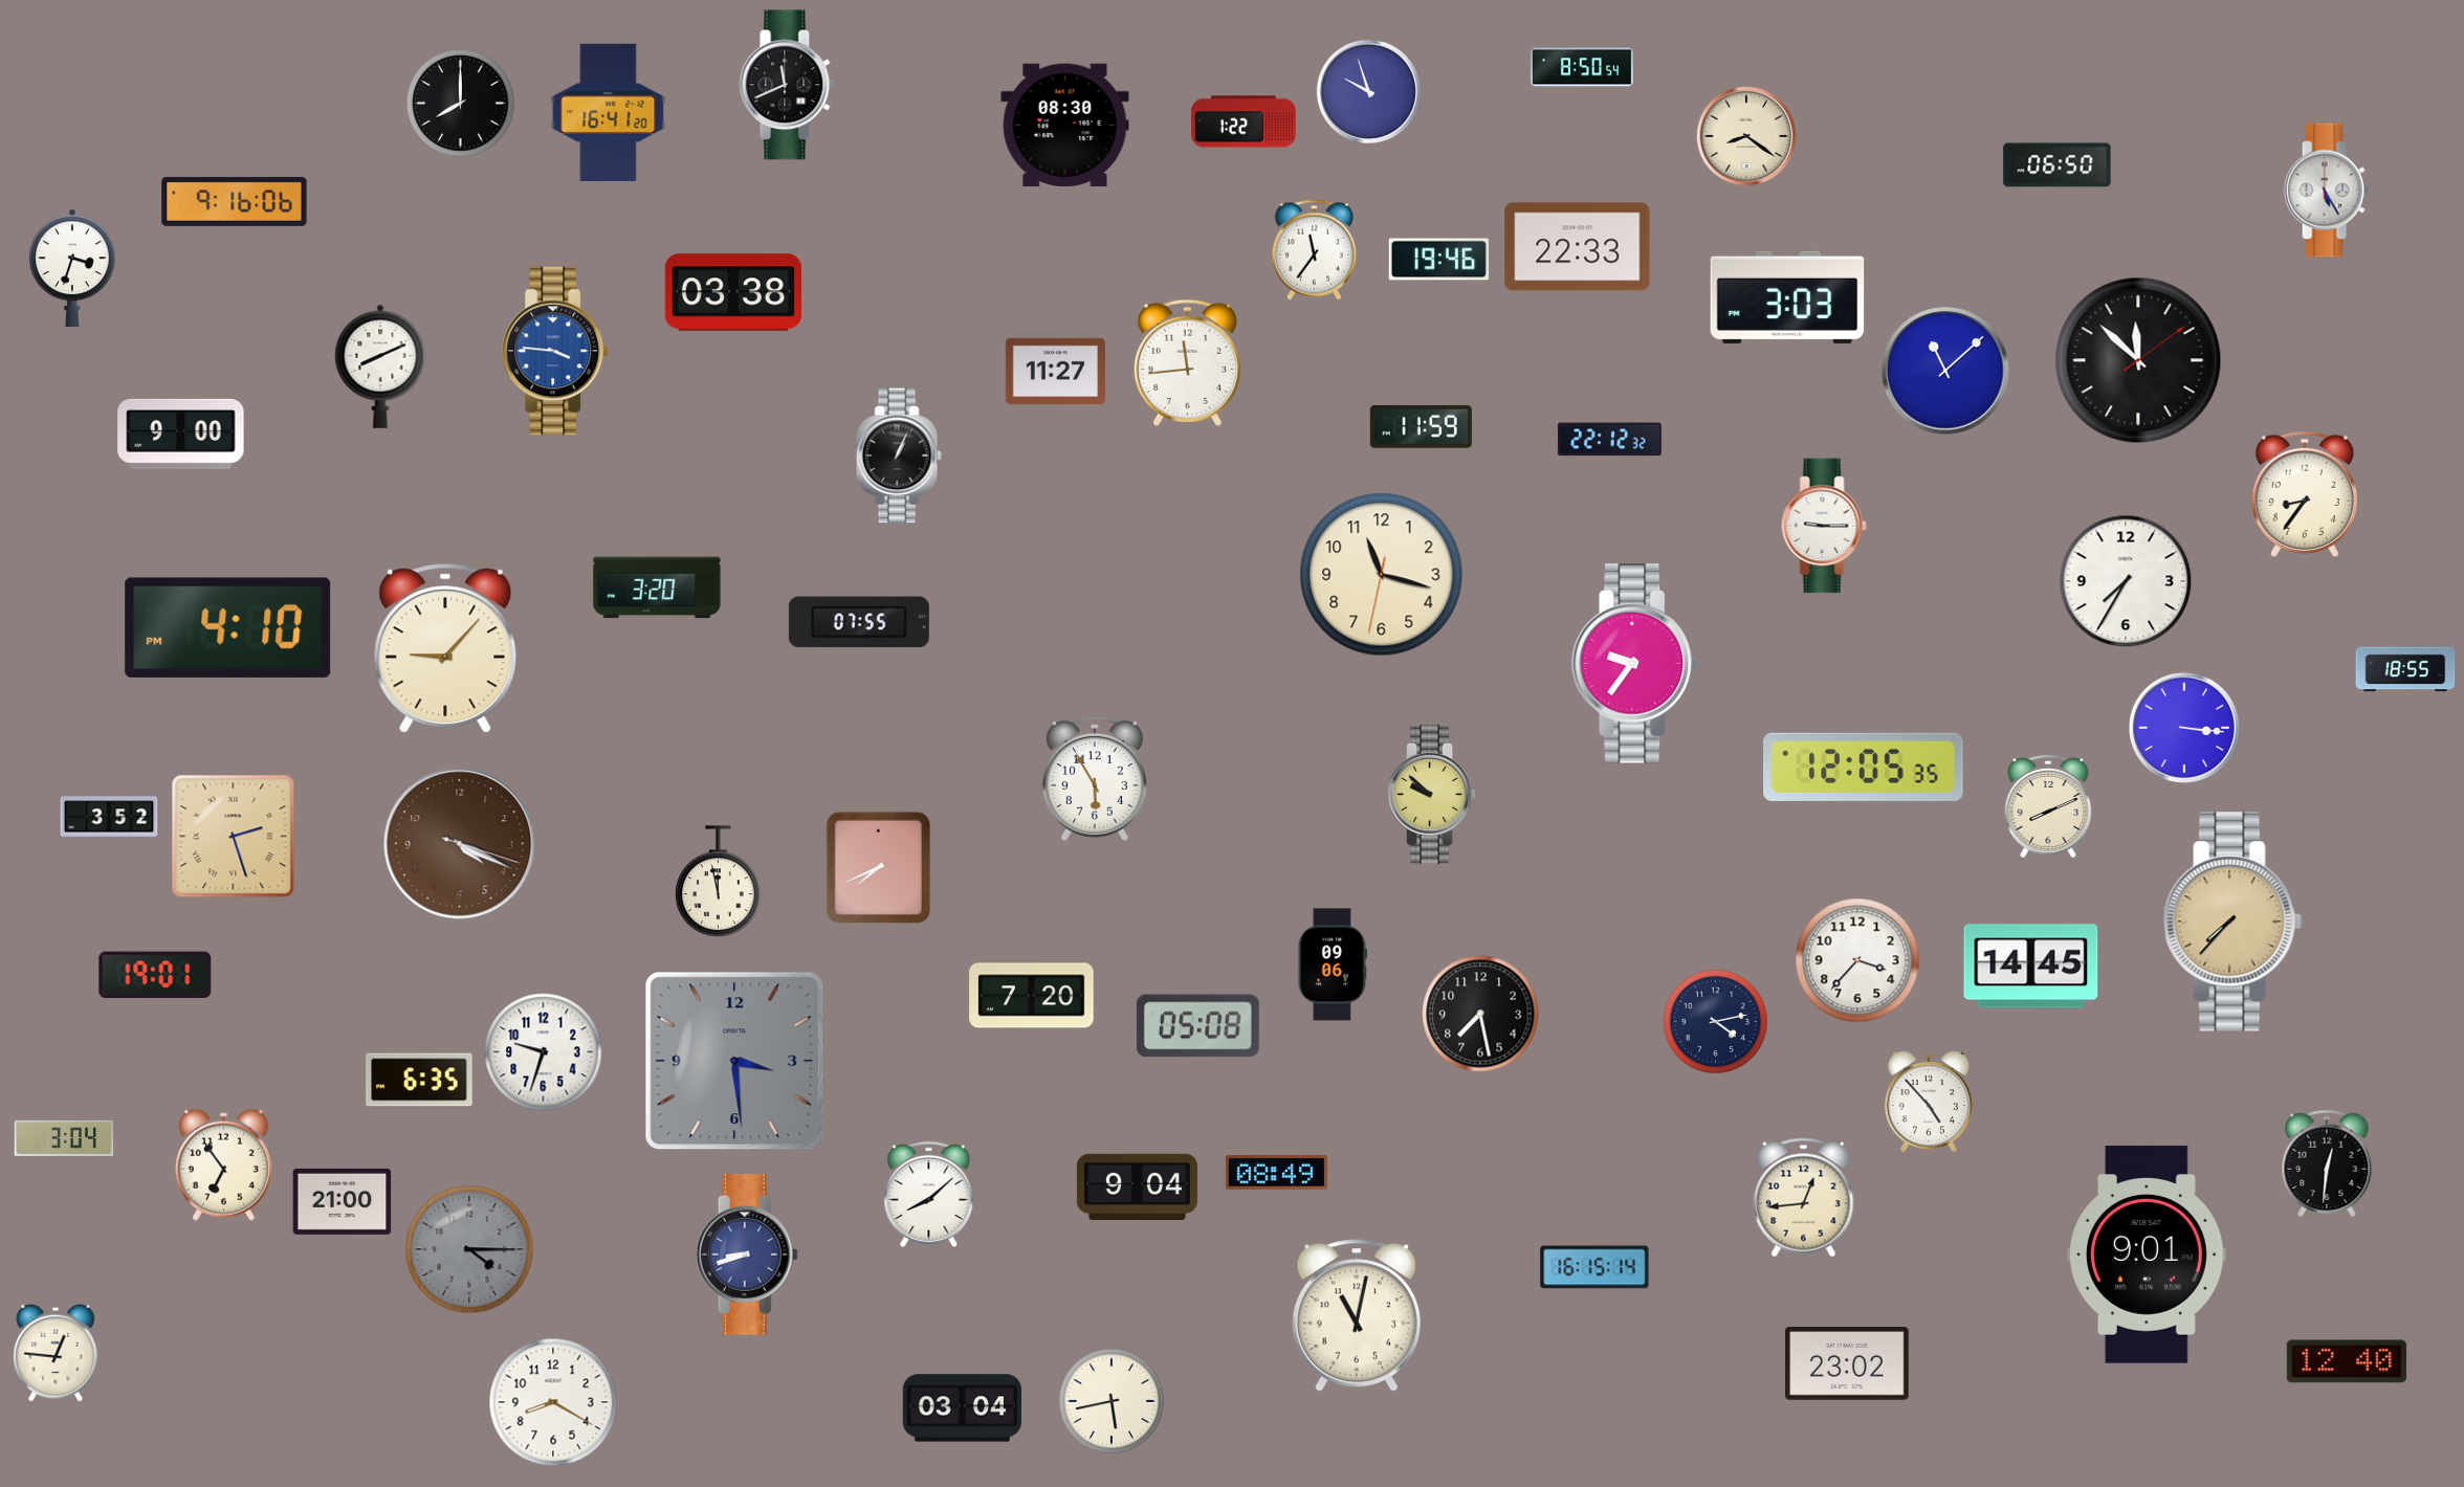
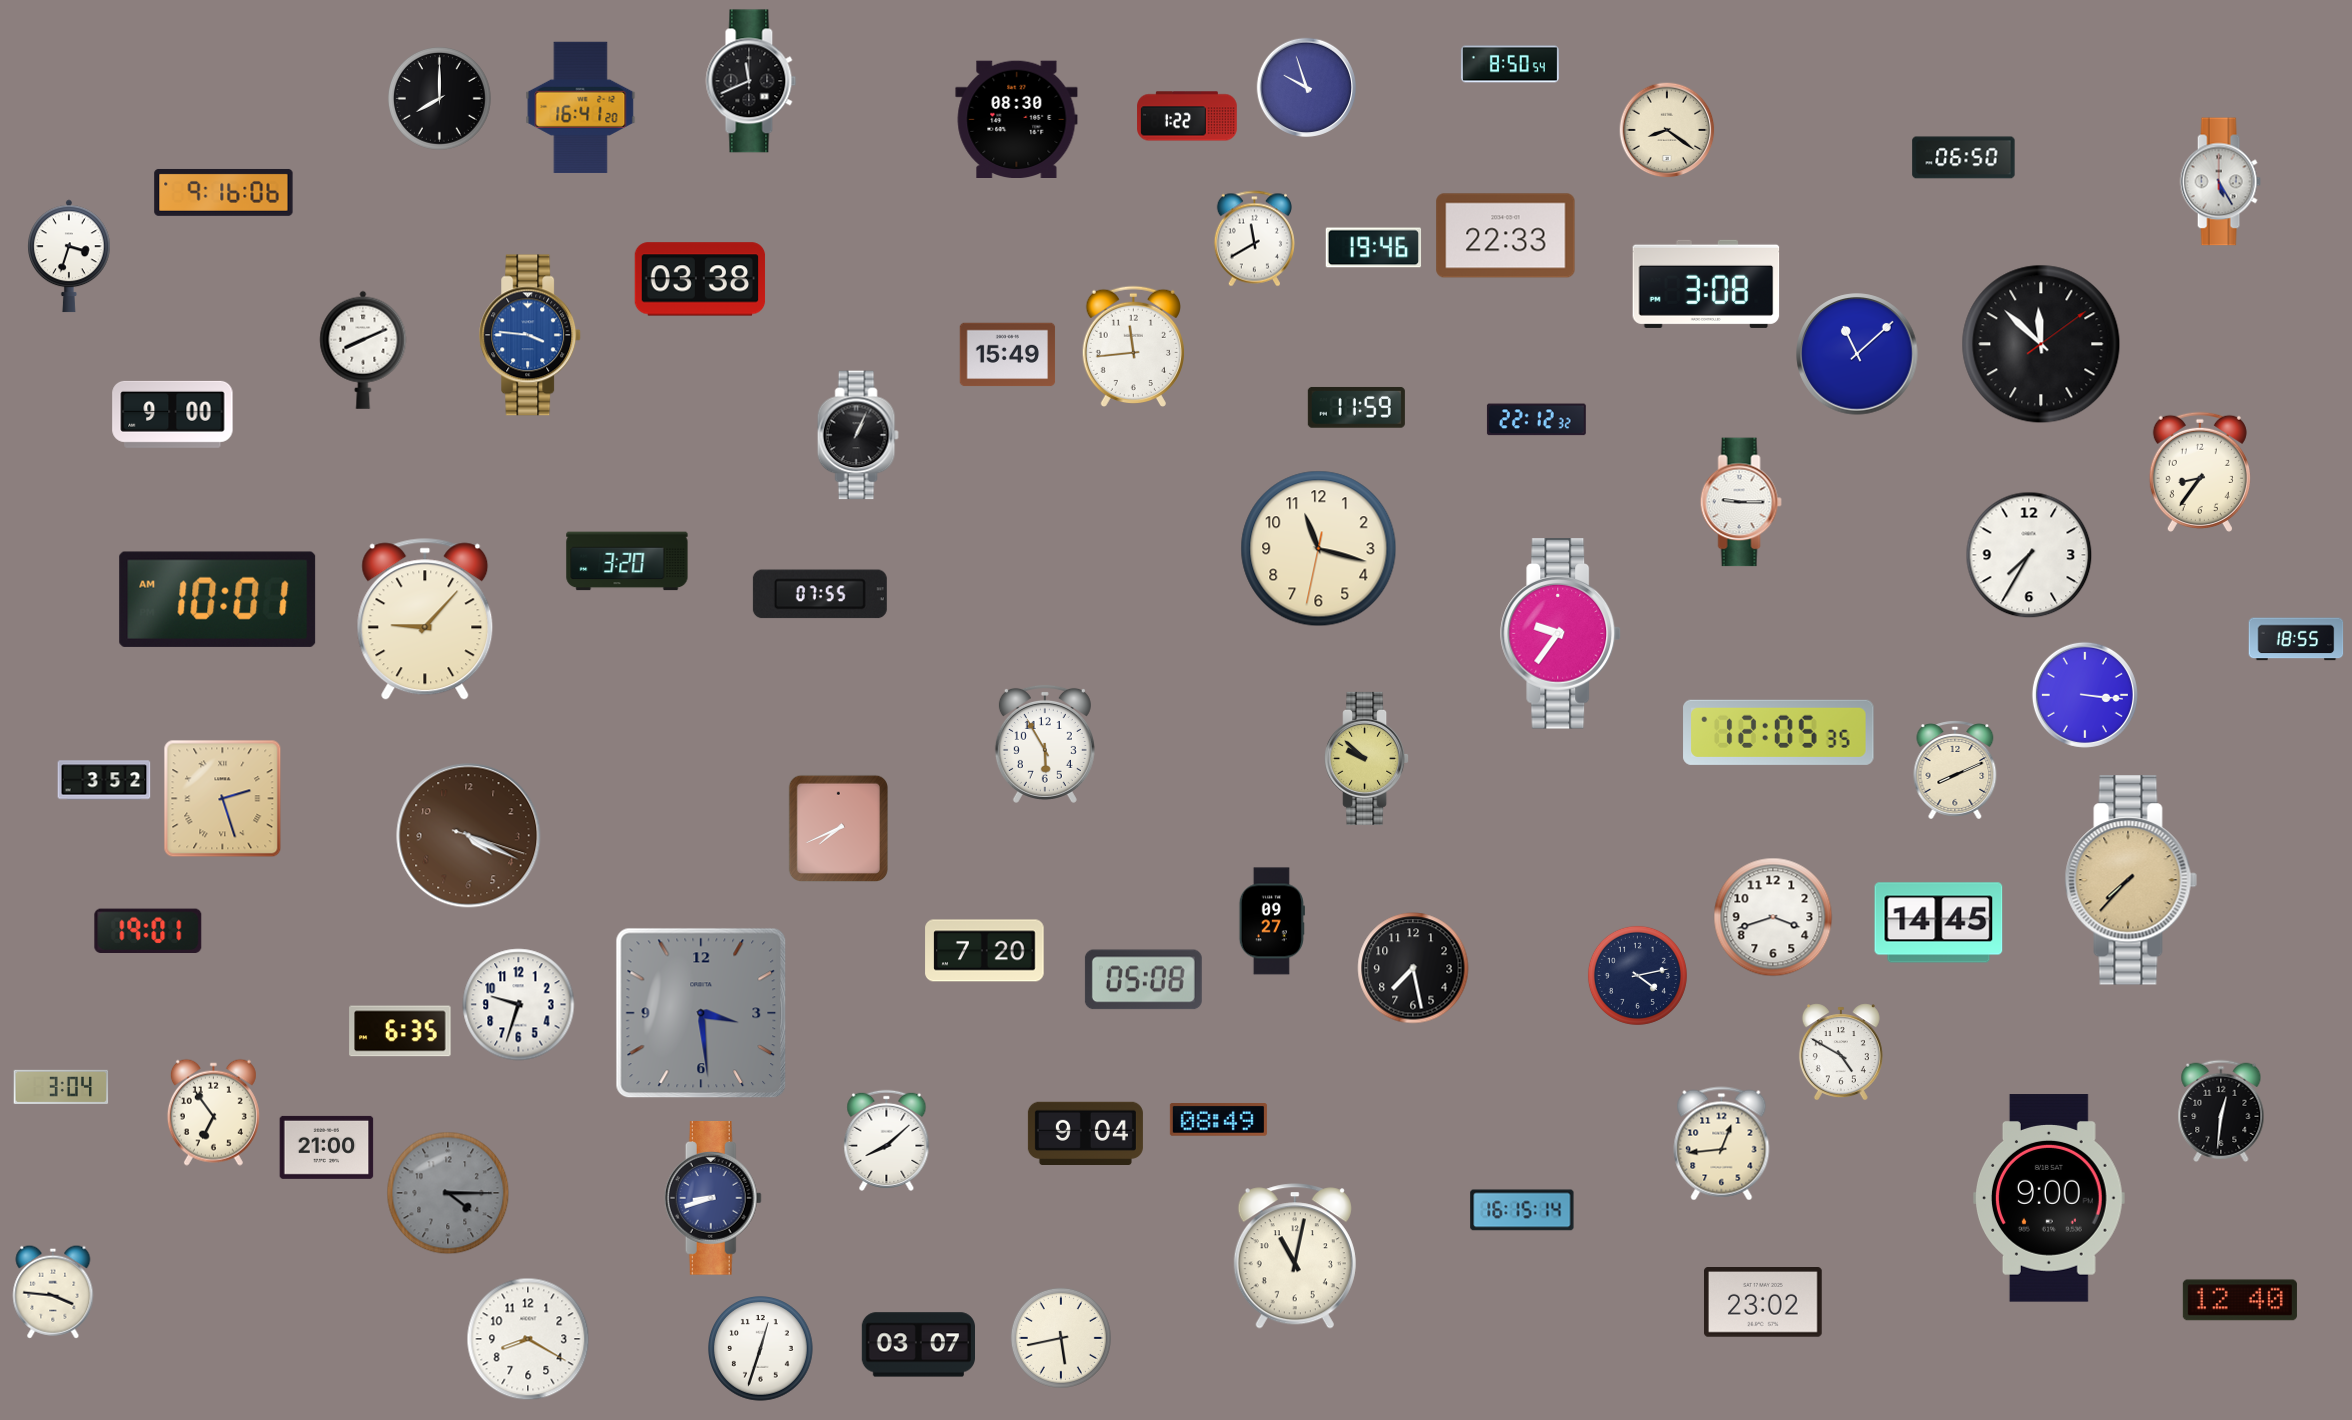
clock at (1314, 250): 11:36 -> 11:40
clock at (1787, 297): 3:03 -> 3:08
clock at (1056, 372): 11:27 -> 15:49
clock at (228, 627): 4:10 -> 10:01
clock at (460, 844) position: (460, 844) -> (469, 836)
clock at (719, 882): 11:58 -> none
clock at (1857, 960): 3:37 -> 3:42
clock at (1333, 964): 09:06 -> 09:27
clock at (1929, 1102): 4:53 -> 4:50
clock at (2148, 1255): 9:01 -> 9:00
clock at (56, 1353): 12:46 -> 3:46
clock at (962, 1408): 03:04 -> 03:07
clock at (761, 1349): none -> 12:33
